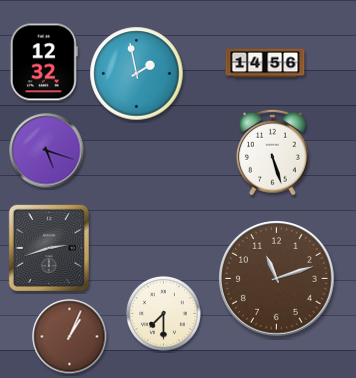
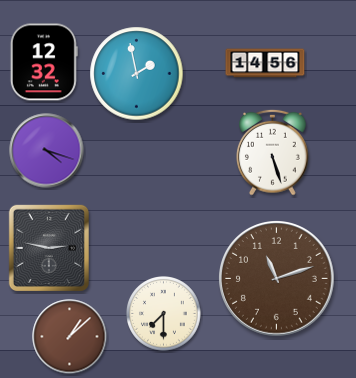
clock at (47, 151): 5:18 -> 4:18
clock at (49, 247): 2:42 -> 2:47
clock at (70, 337): 1:04 -> 1:08
